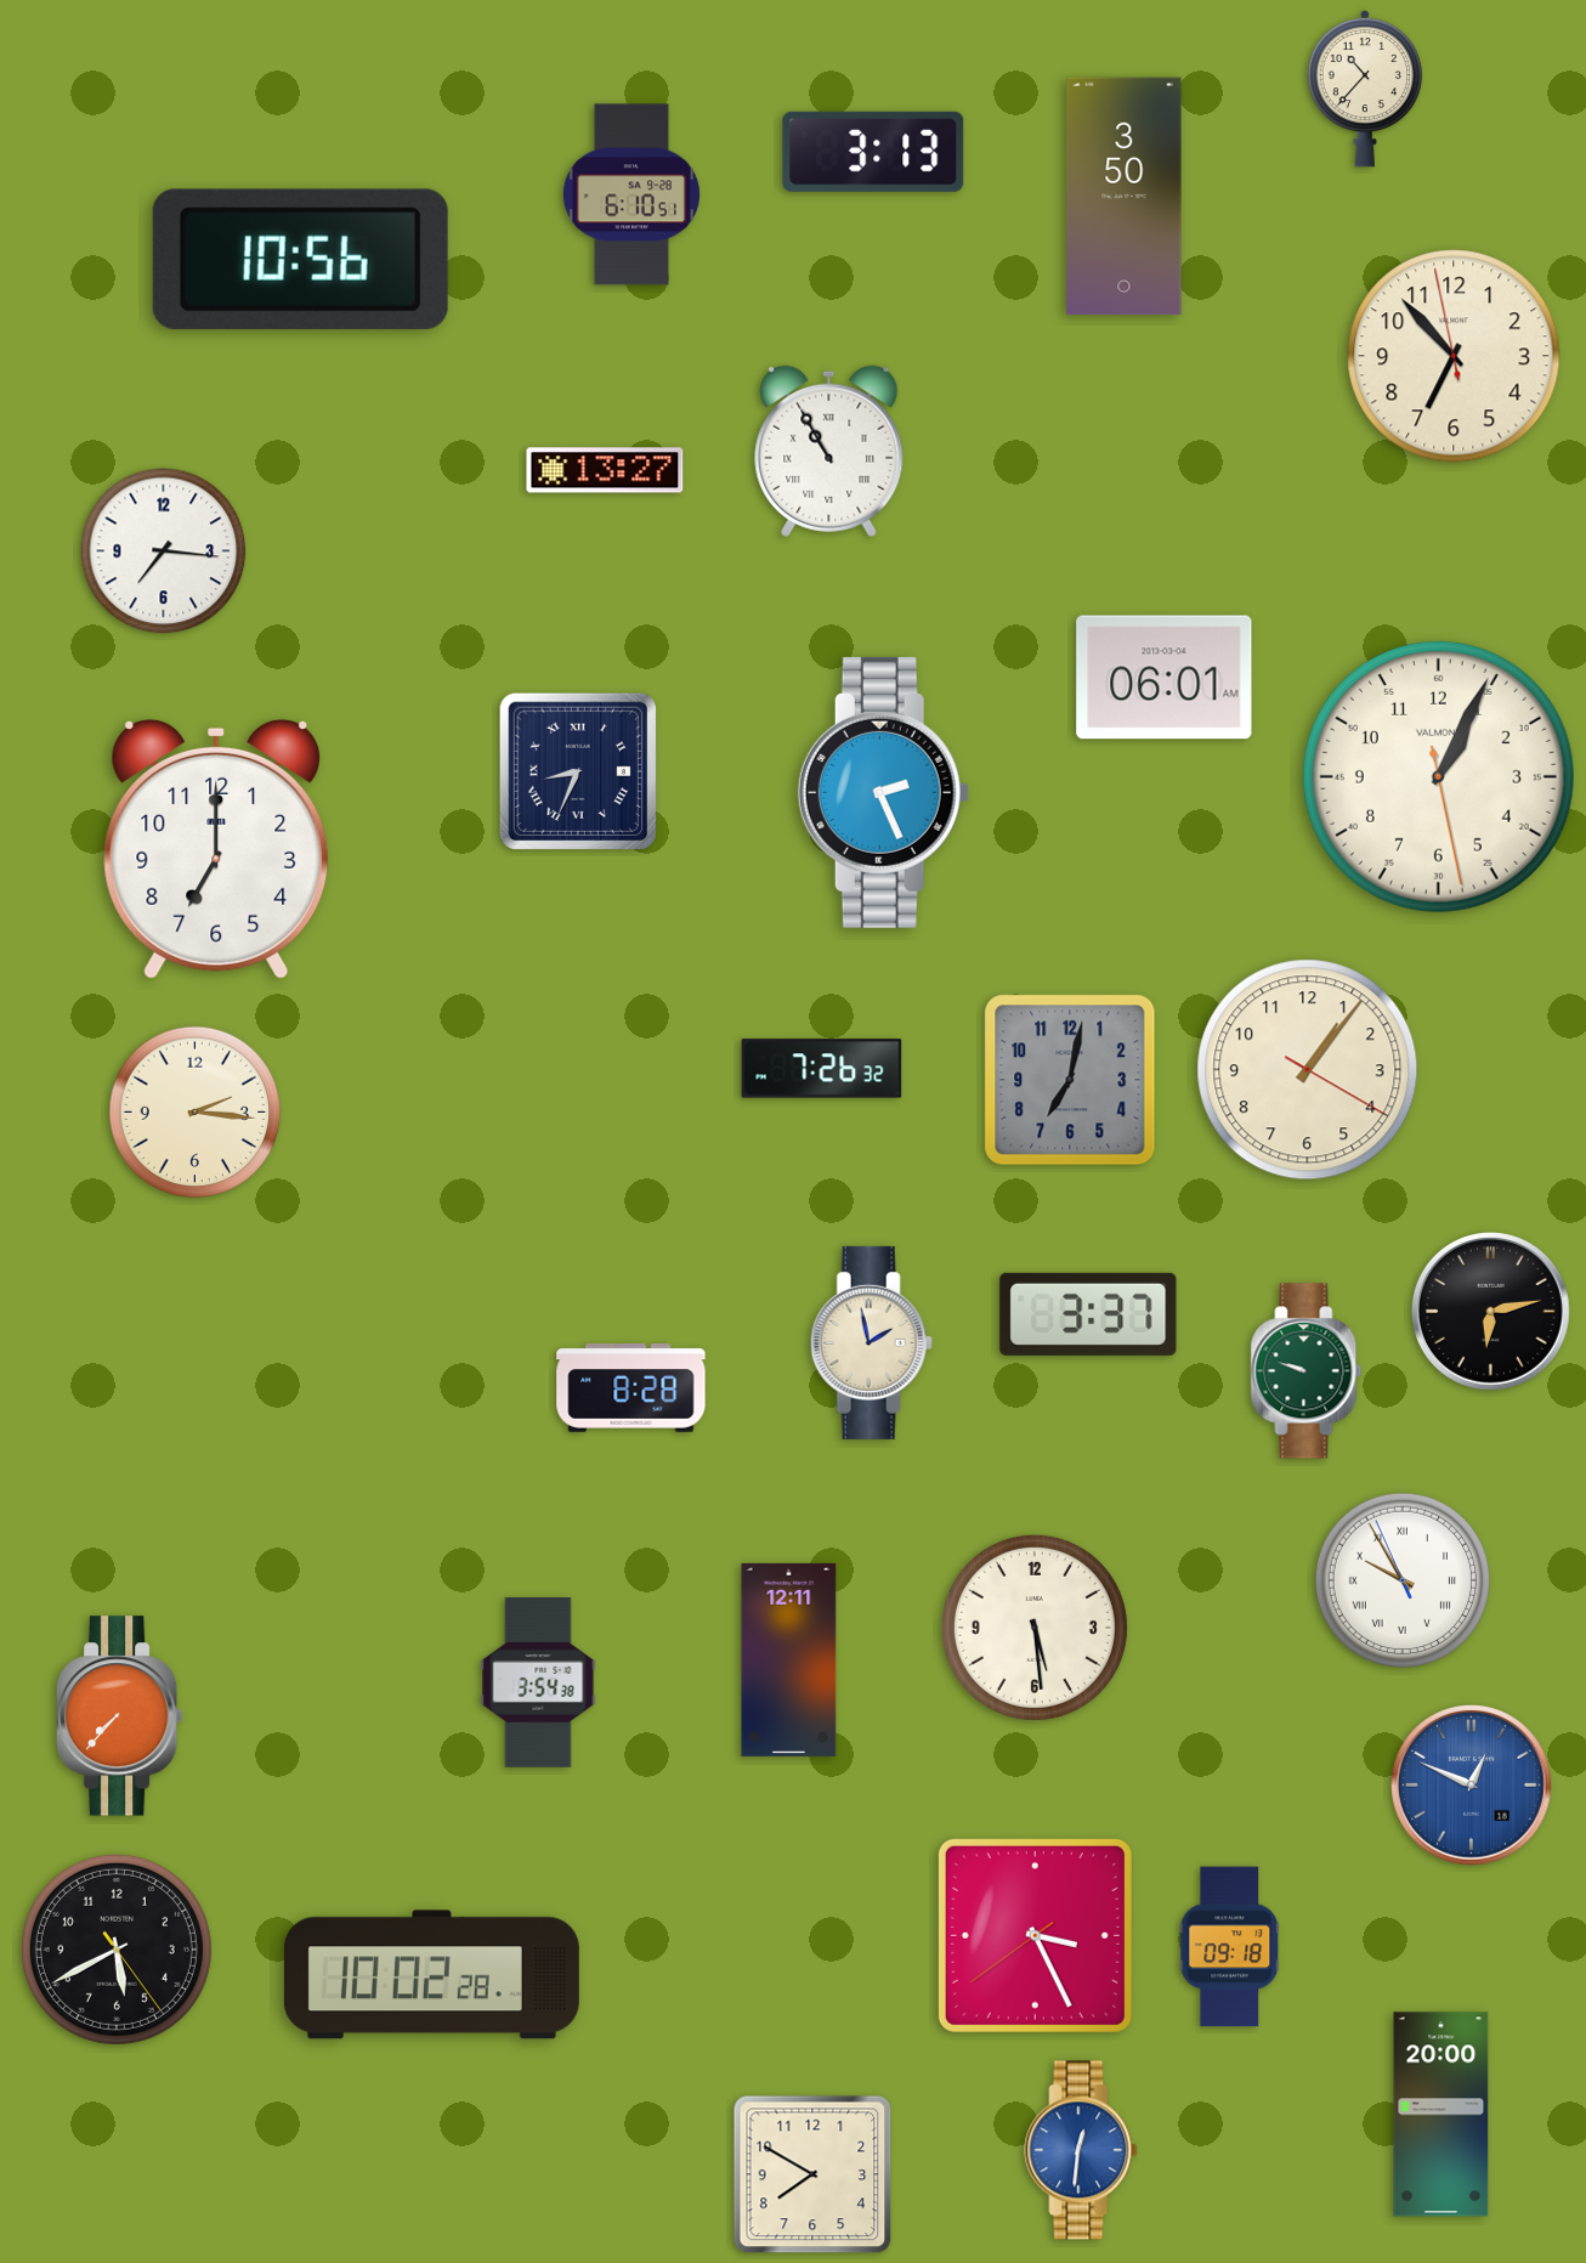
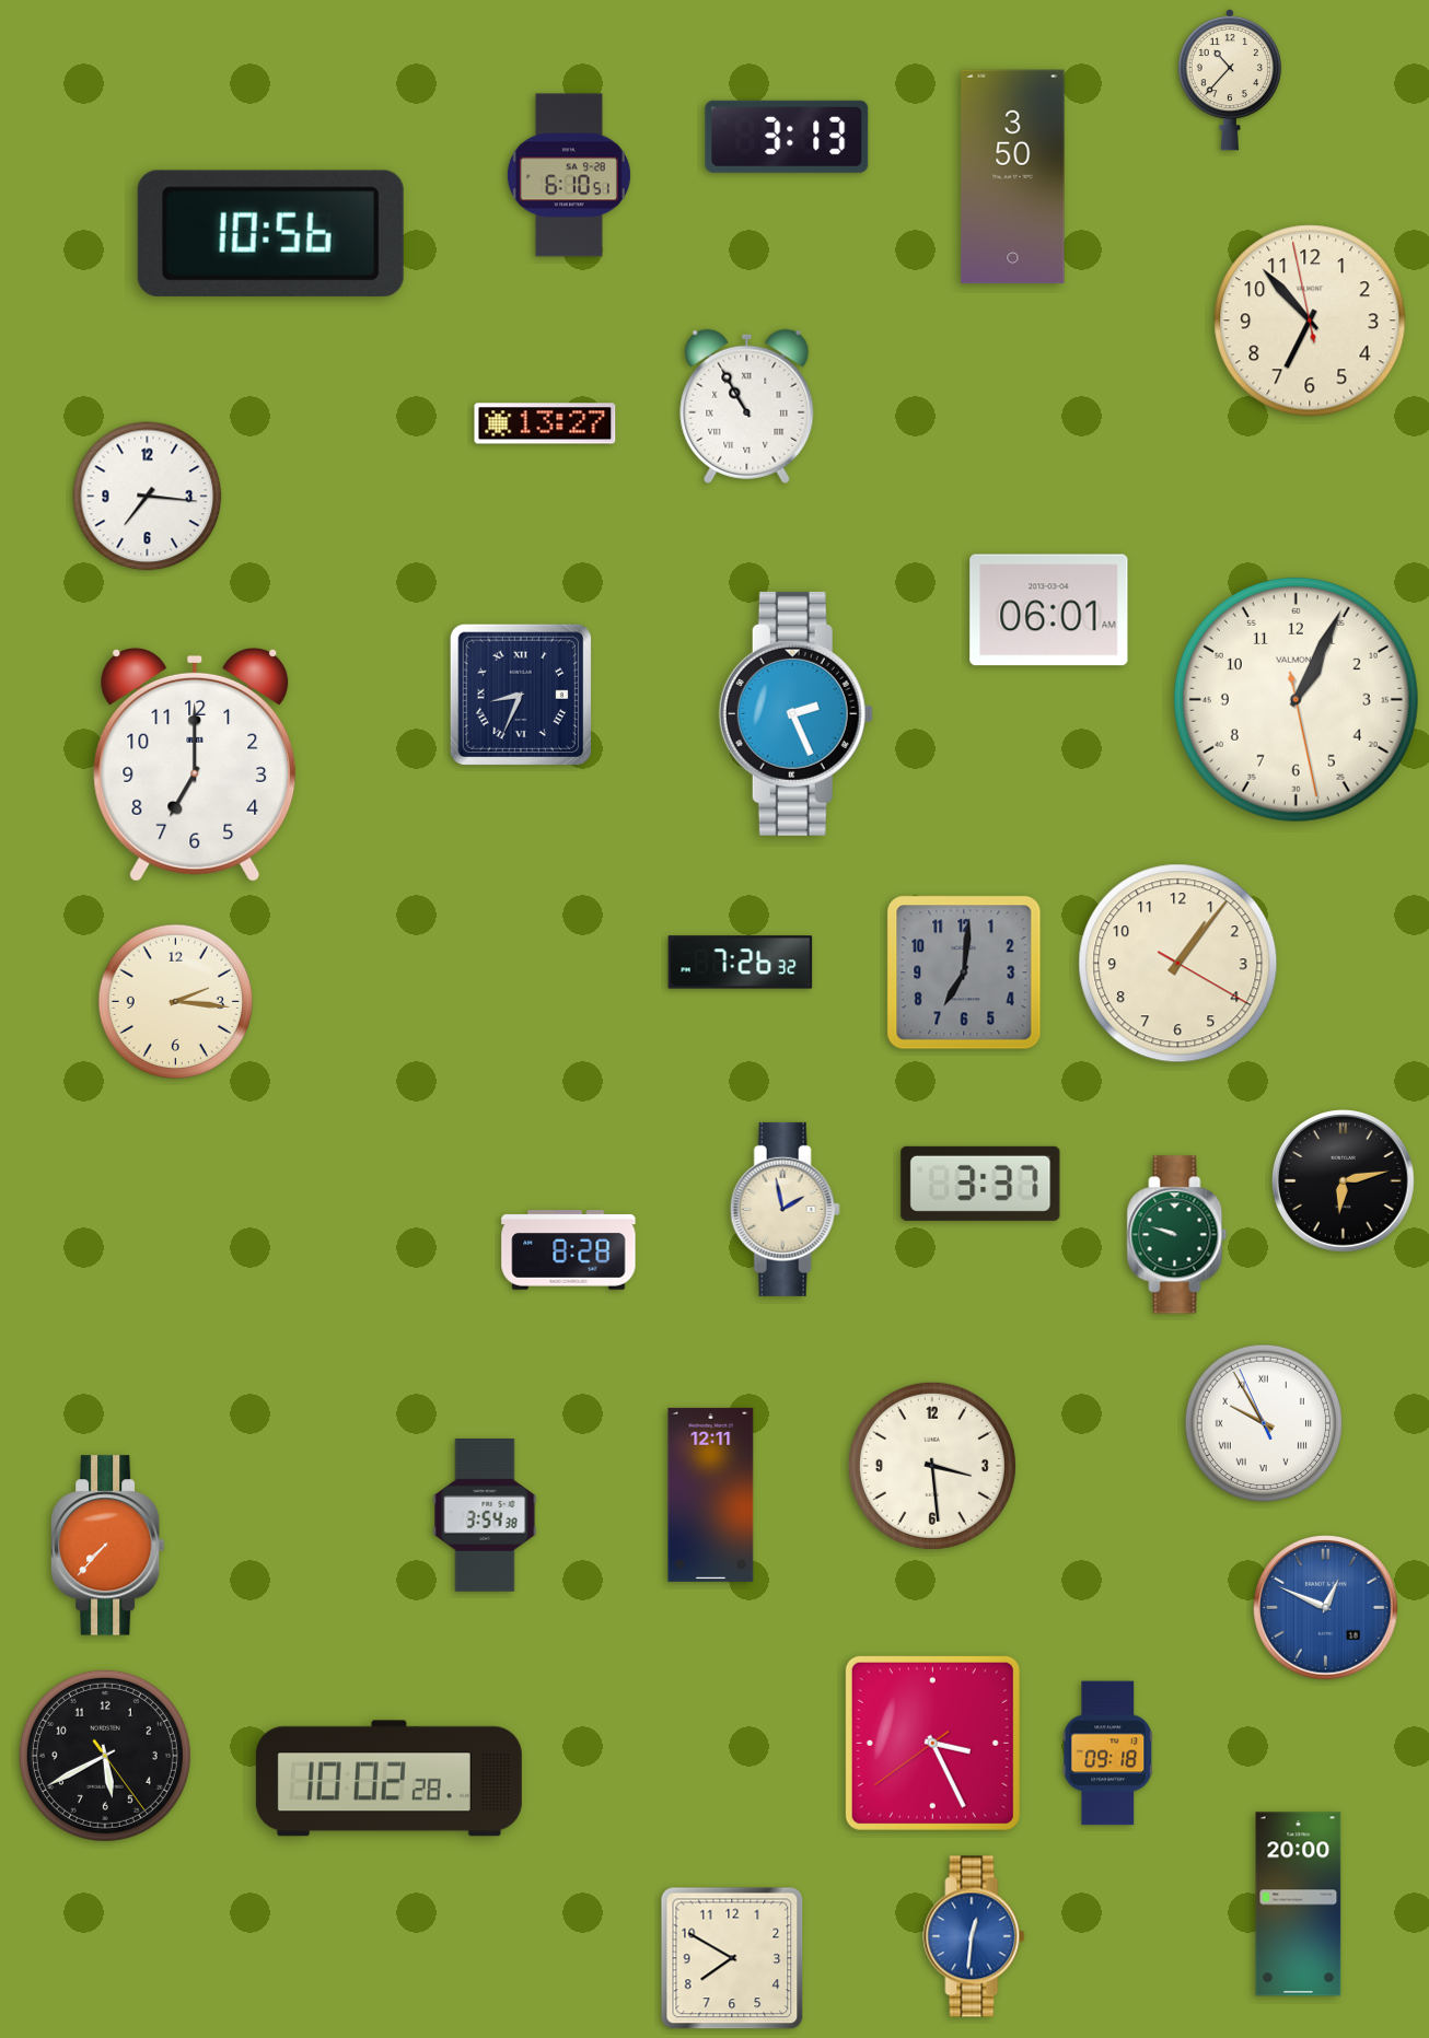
clock at (1070, 1080): 7:02 -> 7:01
clock at (1035, 1628): 5:29 -> 3:29
